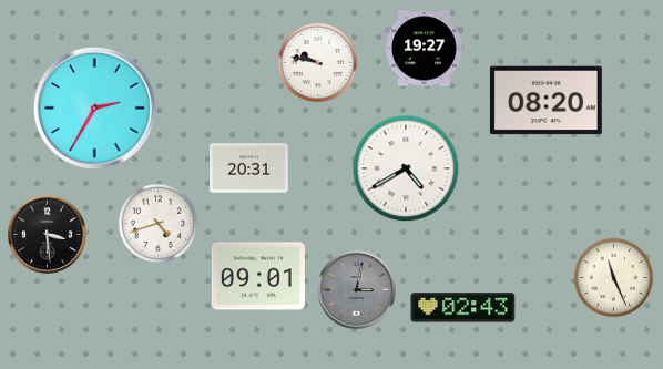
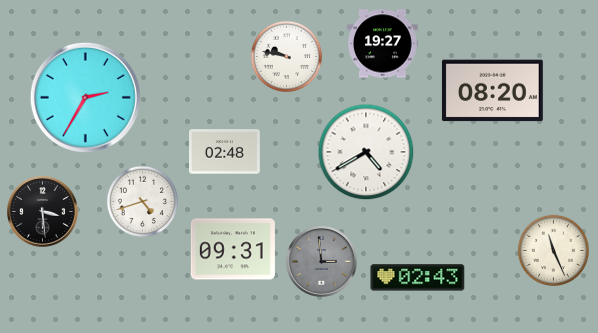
clock at (249, 168): 20:31 -> 02:48
clock at (258, 276): 09:01 -> 09:31
clock at (357, 290): 3:02 -> 2:59
